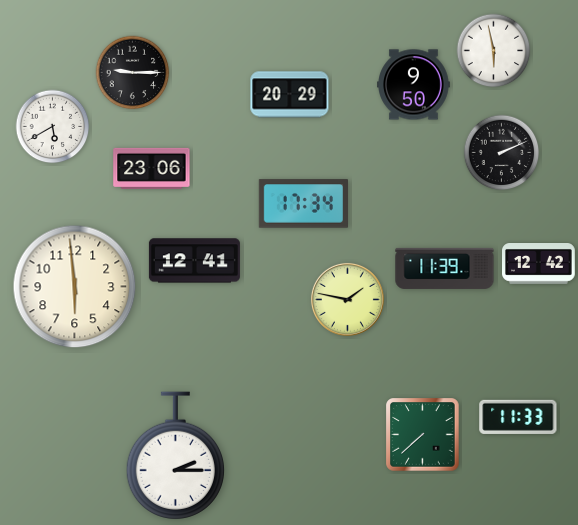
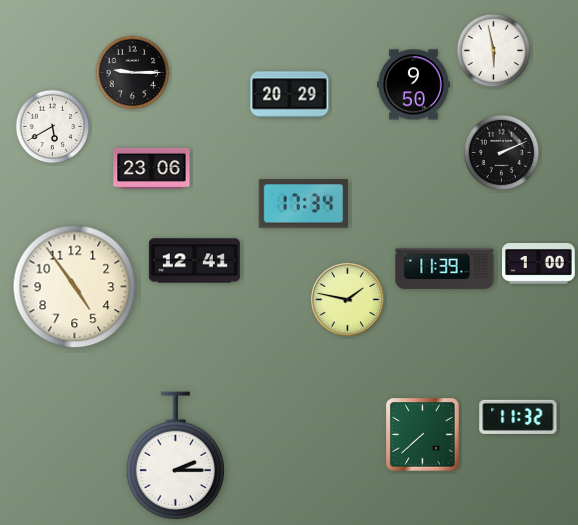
clock at (539, 264): 12:42 -> 1:00
clock at (75, 287): 5:59 -> 4:54
clock at (518, 417): 11:33 -> 11:32
